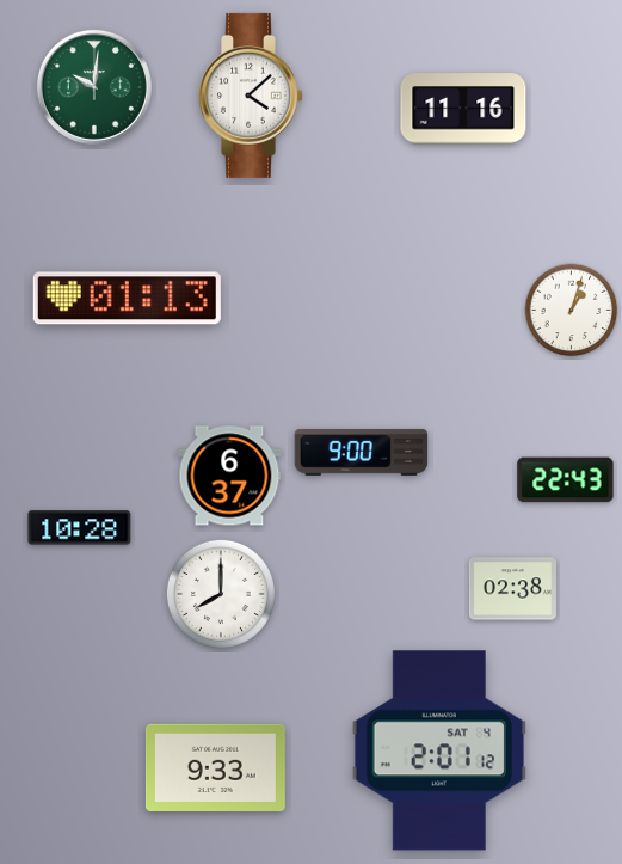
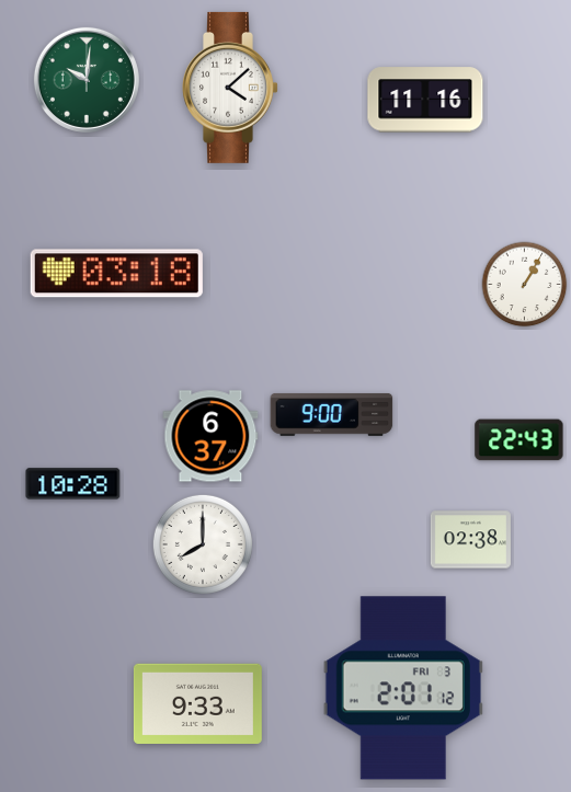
clock at (127, 299): 01:13 -> 03:18
clock at (572, 311): 1:03 -> 1:05
clock at (439, 750) date: SAT 4 -> FRI 3
